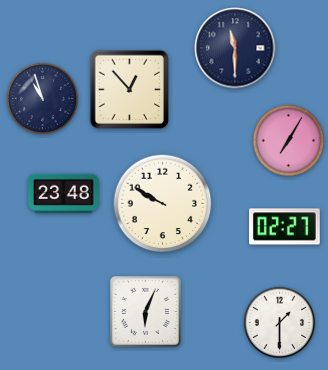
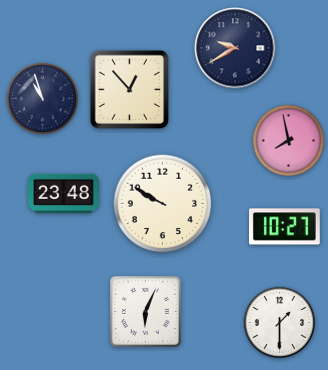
clock at (235, 48): 11:30 -> 9:40
clock at (289, 141): 7:05 -> 7:58
clock at (285, 227): 02:27 -> 10:27
